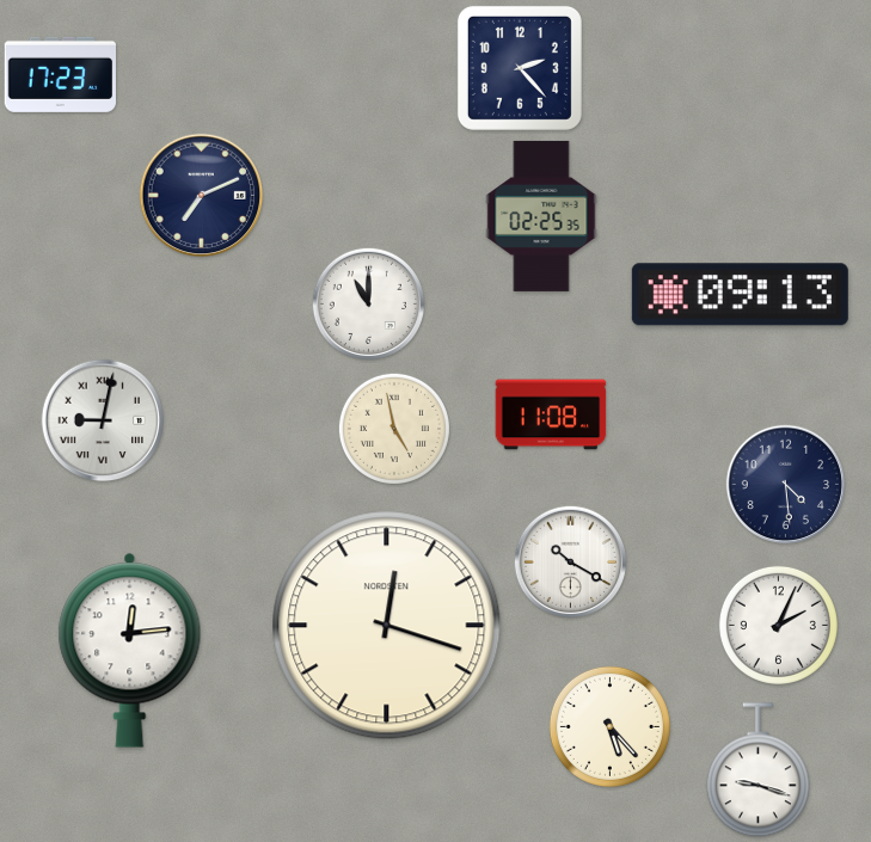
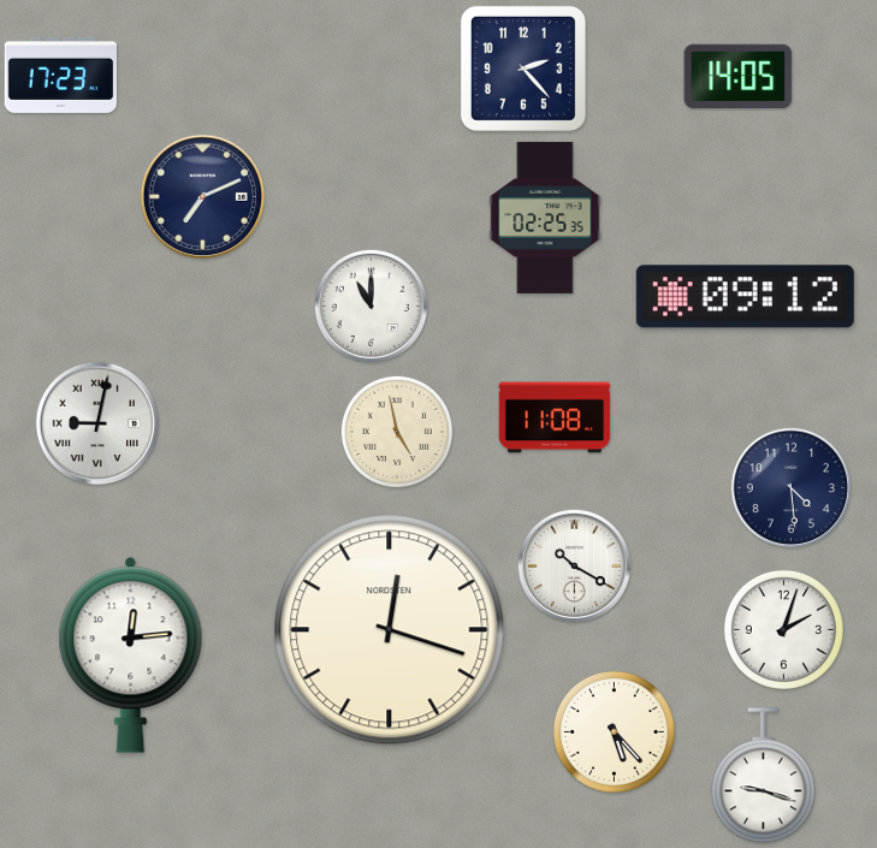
clock at (739, 77): none -> 14:05
clock at (740, 295): 09:13 -> 09:12
clock at (103, 420) position: (103, 420) -> (97, 423)
clock at (778, 625): 2:04 -> 2:03
